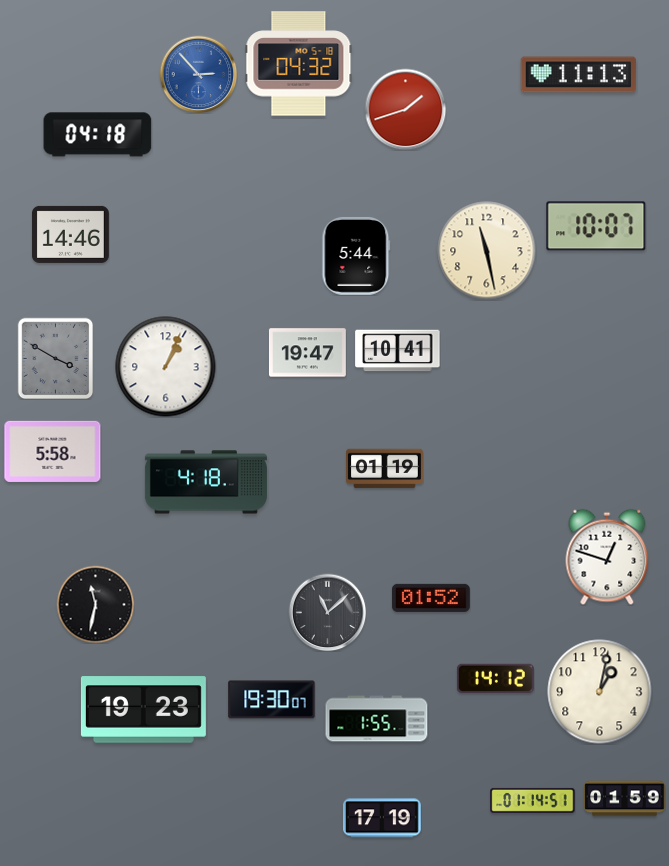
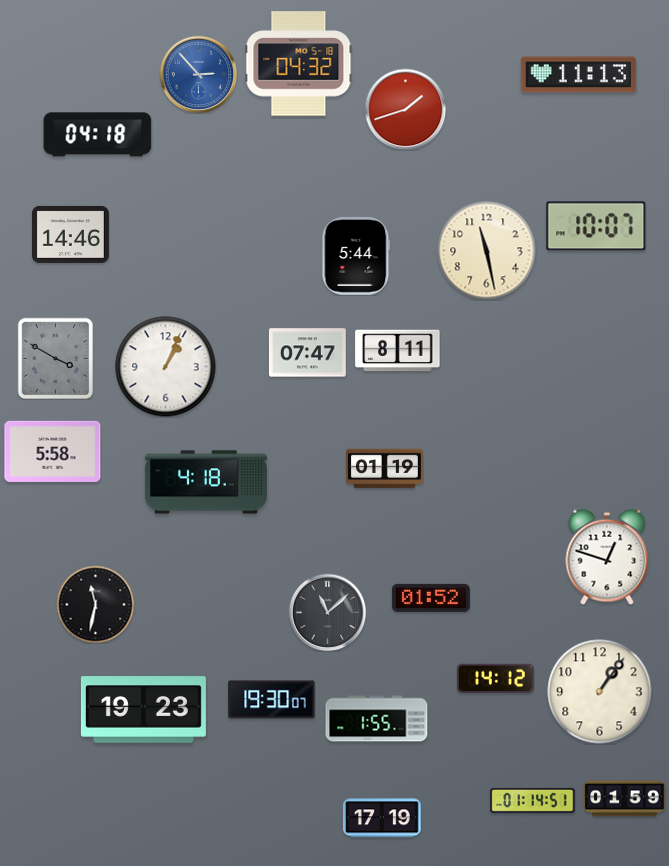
clock at (398, 351): 10:41 -> 8:11
clock at (307, 353): 19:47 -> 07:47
clock at (600, 692): 1:02 -> 1:06
